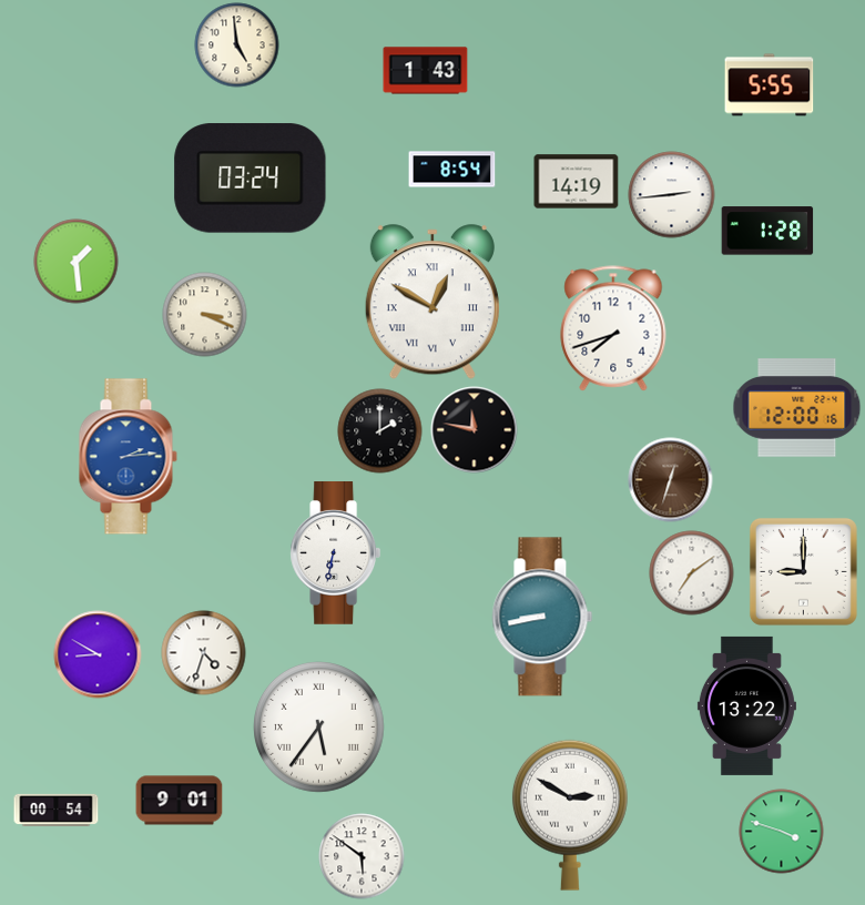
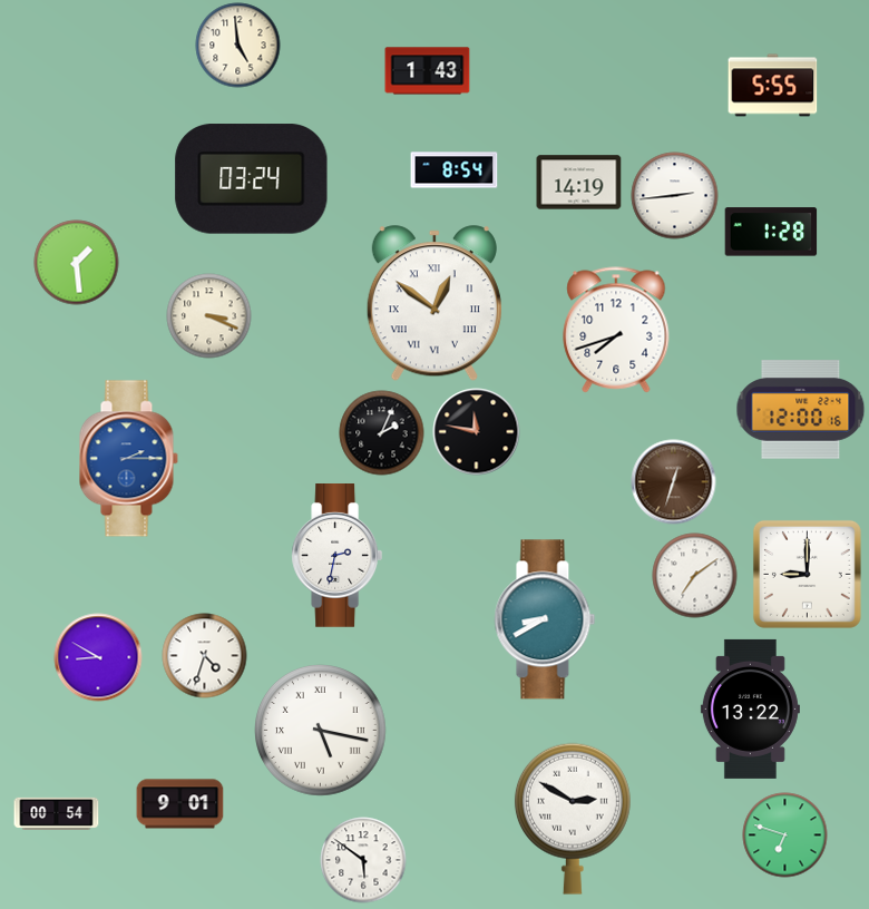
clock at (432, 303): 12:50 -> 12:51
clock at (205, 315) position: (205, 315) -> (209, 316)
clock at (380, 431): 2:00 -> 2:04
clock at (128, 457): 2:14 -> 2:15
clock at (336, 553): 6:32 -> 2:32
clock at (542, 617): 8:43 -> 8:40
clock at (319, 728): 5:36 -> 5:17
clock at (782, 832): 3:48 -> 6:48
